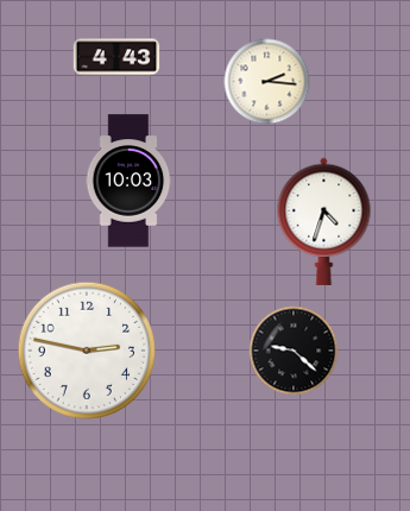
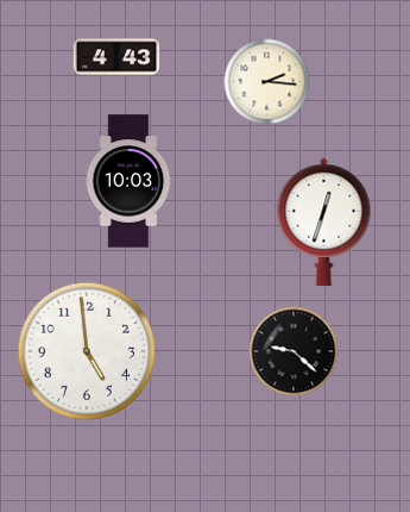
clock at (324, 221): 4:33 -> 12:33
clock at (86, 349): 2:47 -> 4:59
